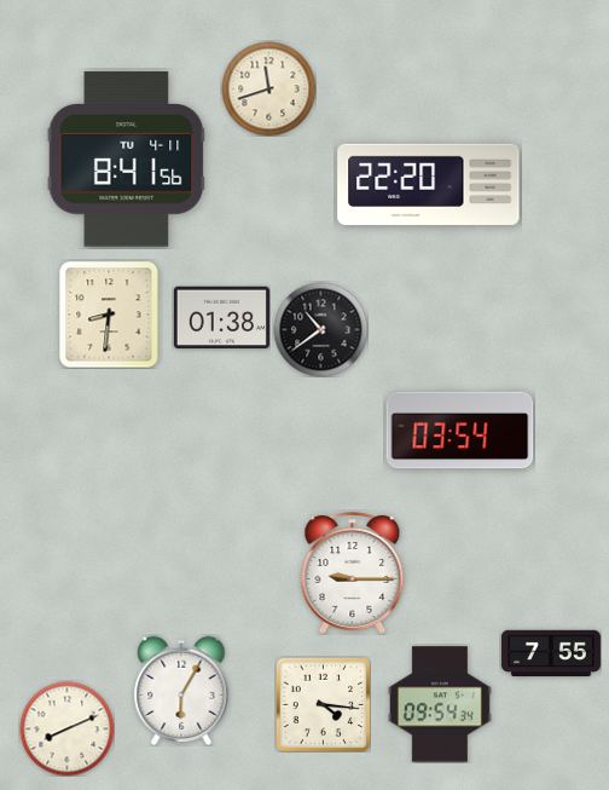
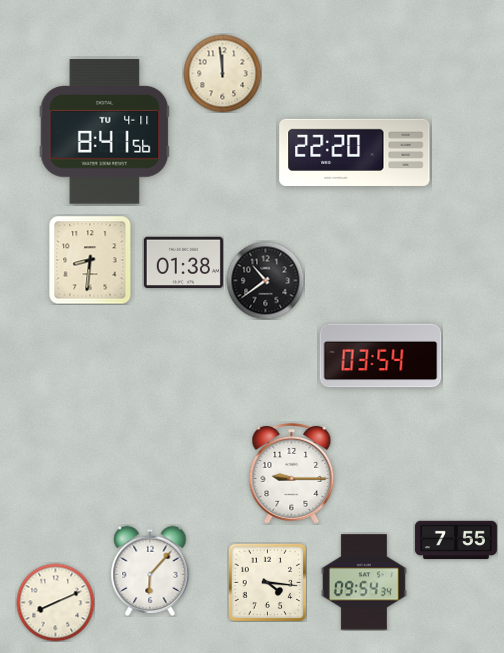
clock at (268, 88): 11:42 -> 11:59
clock at (320, 329) position: (320, 329) -> (265, 280)
clock at (181, 691): 6:05 -> 6:07
